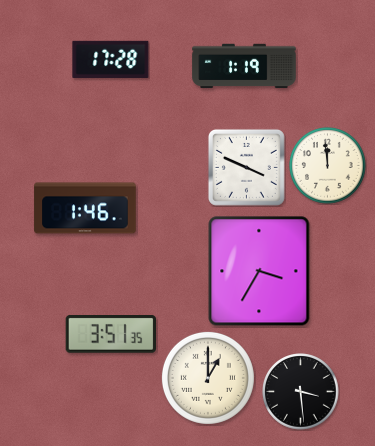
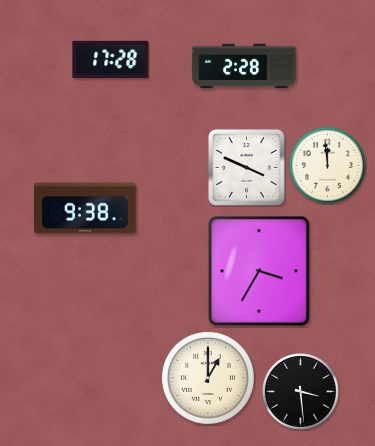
clock at (244, 66): 1:19 -> 2:28
clock at (85, 208): 1:46 -> 9:38
clock at (110, 335): 3:51 -> none
